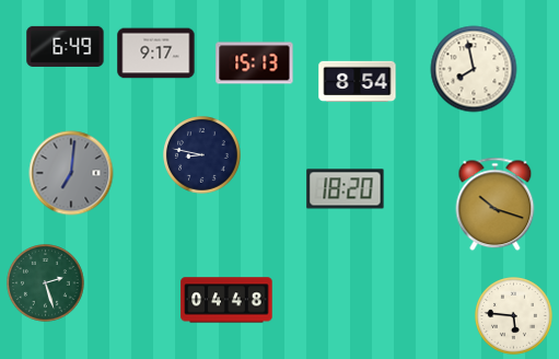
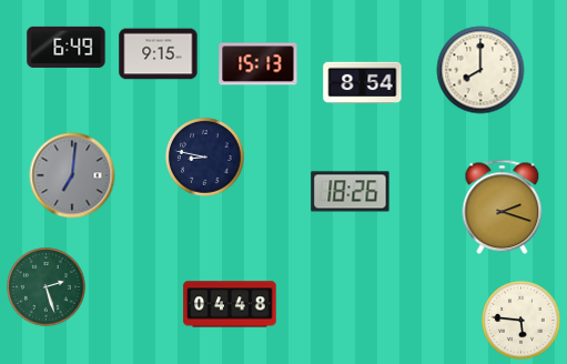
clock at (156, 54): 9:17 -> 9:15
clock at (474, 69): 7:58 -> 8:00
clock at (346, 189): 18:20 -> 18:26
clock at (496, 205): 10:18 -> 2:18
